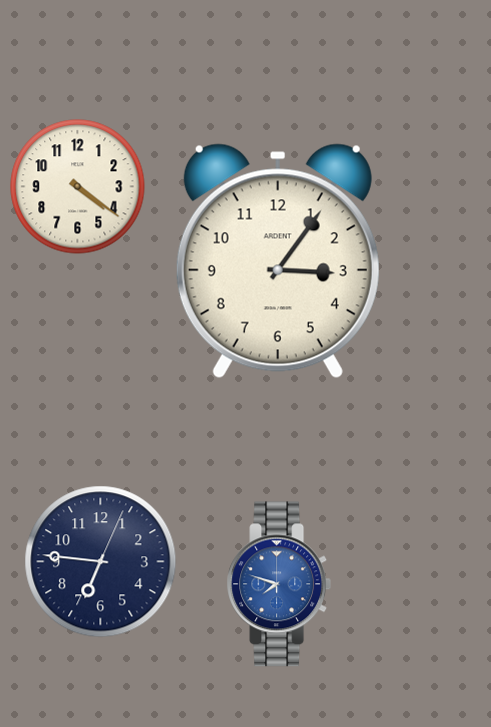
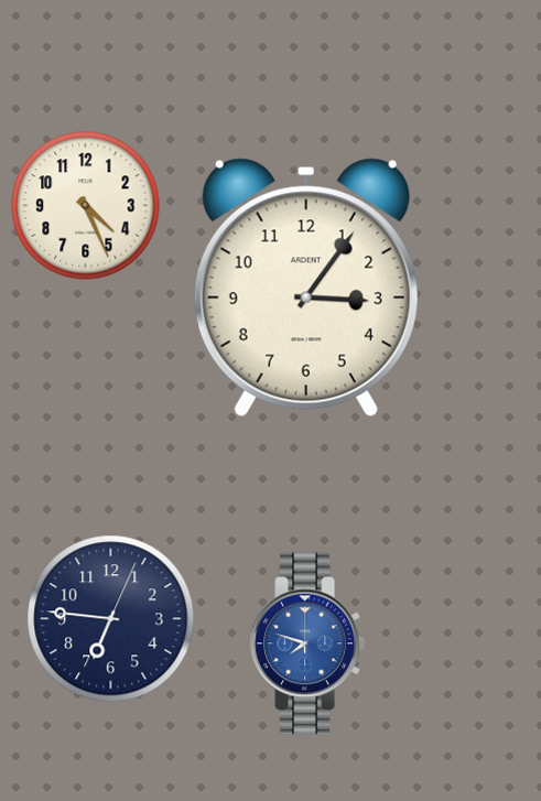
clock at (78, 187): 4:21 -> 4:26
